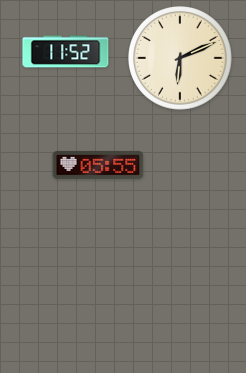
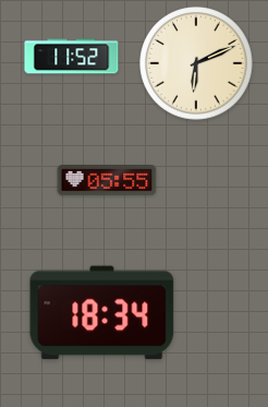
clock at (102, 313): none -> 18:34
